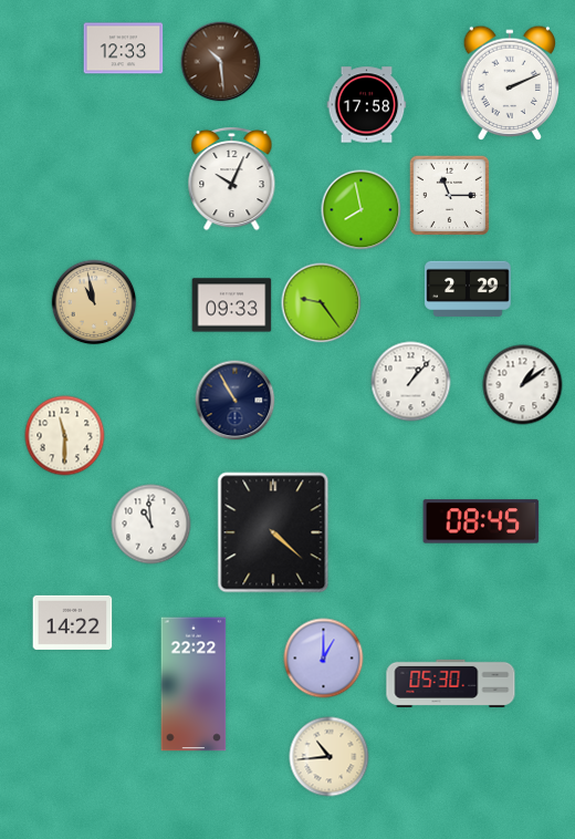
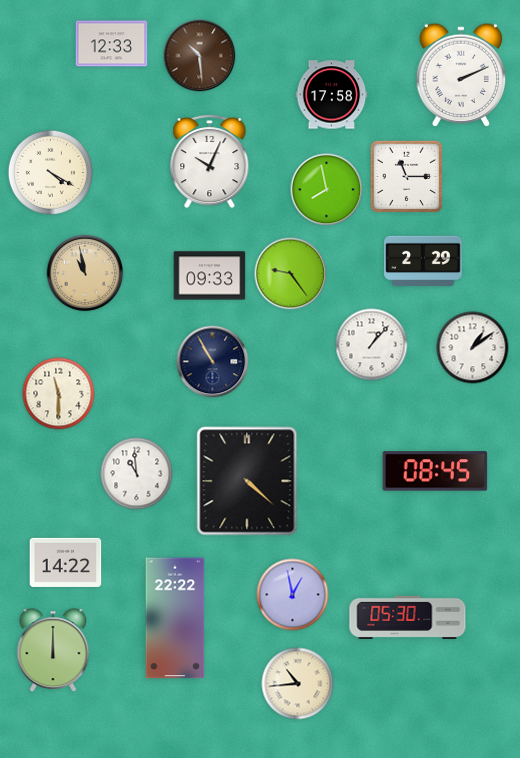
clock at (50, 172): none -> 4:20
clock at (324, 659): 1:00 -> 12:58
clock at (53, 650): none -> 12:00
